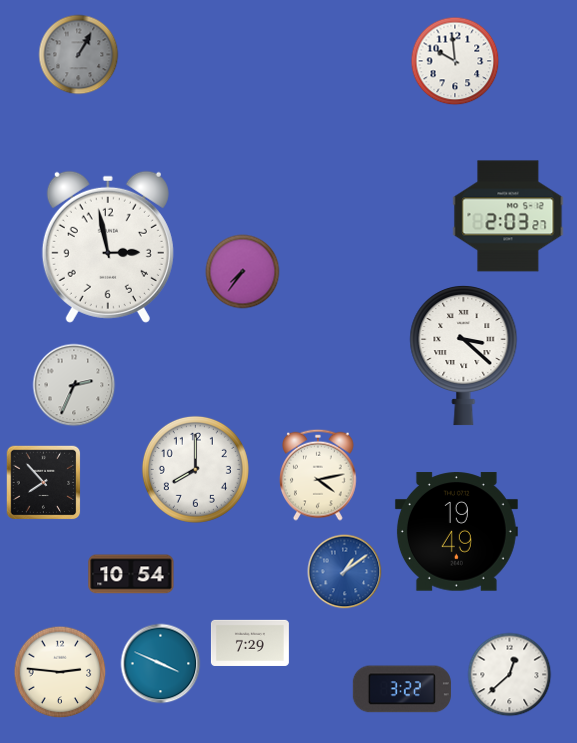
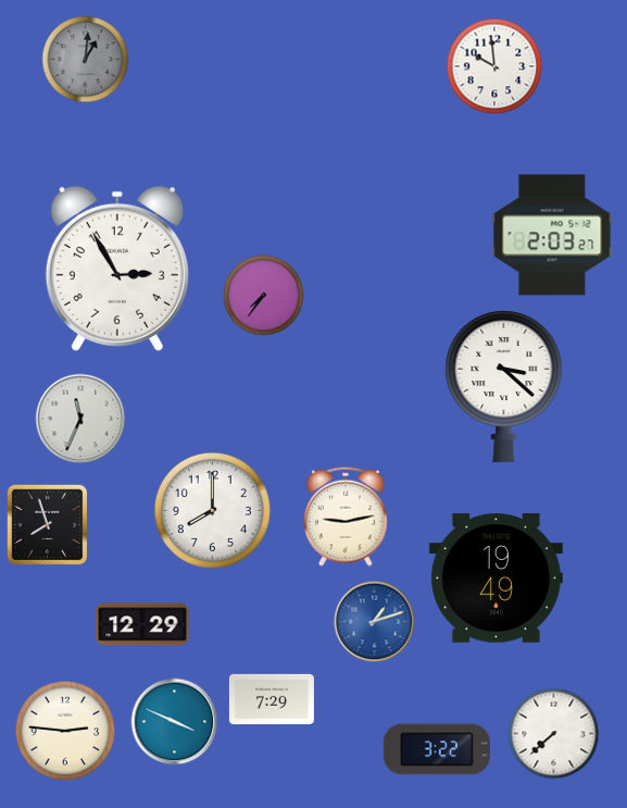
clock at (79, 55): 1:05 -> 1:01
clock at (108, 247): 2:58 -> 2:55
clock at (74, 385): 2:34 -> 11:34
clock at (319, 475): 4:13 -> 9:13
clock at (44, 483): 7:53 -> 7:57
clock at (345, 572): 1:09 -> 1:12
clock at (131, 574): 10:54 -> 12:29
clock at (510, 675): 12:38 -> 7:38
